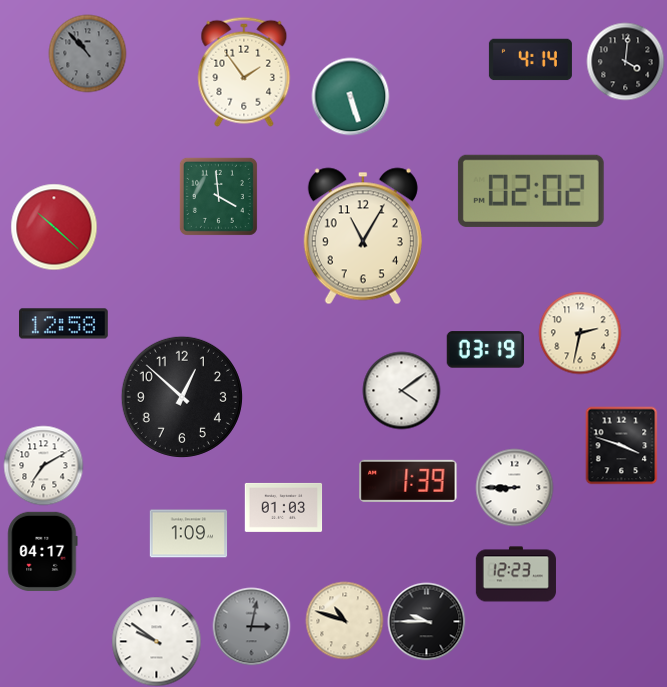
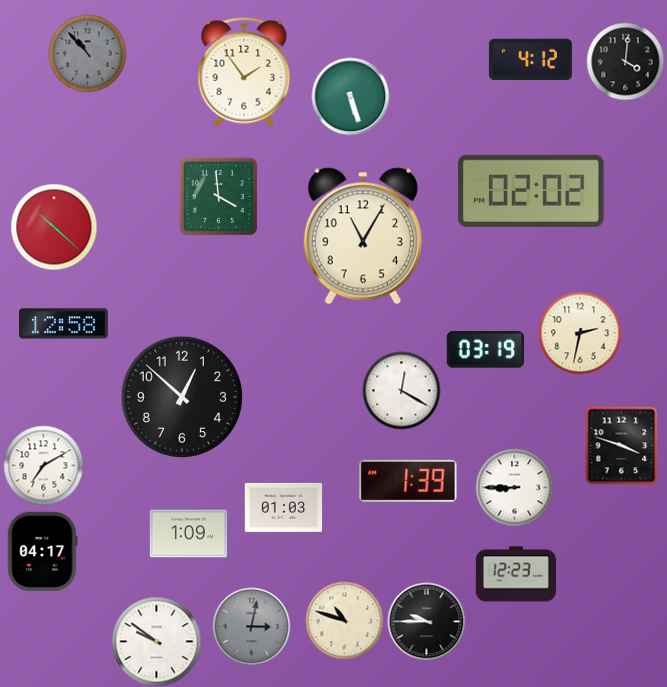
clock at (530, 60): 4:14 -> 4:12
clock at (401, 390): 4:09 -> 12:20
